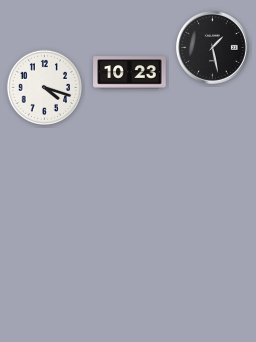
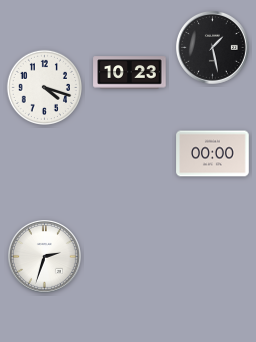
clock at (213, 154): none -> 00:00
clock at (45, 257): none -> 2:33
